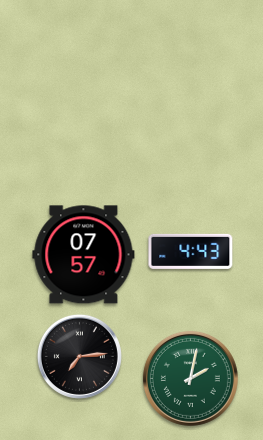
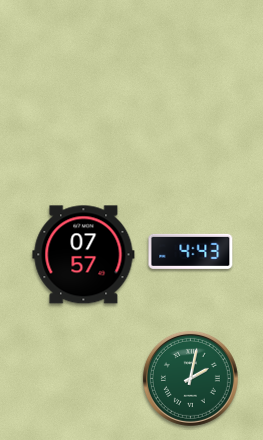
clock at (79, 356): 7:14 -> none
